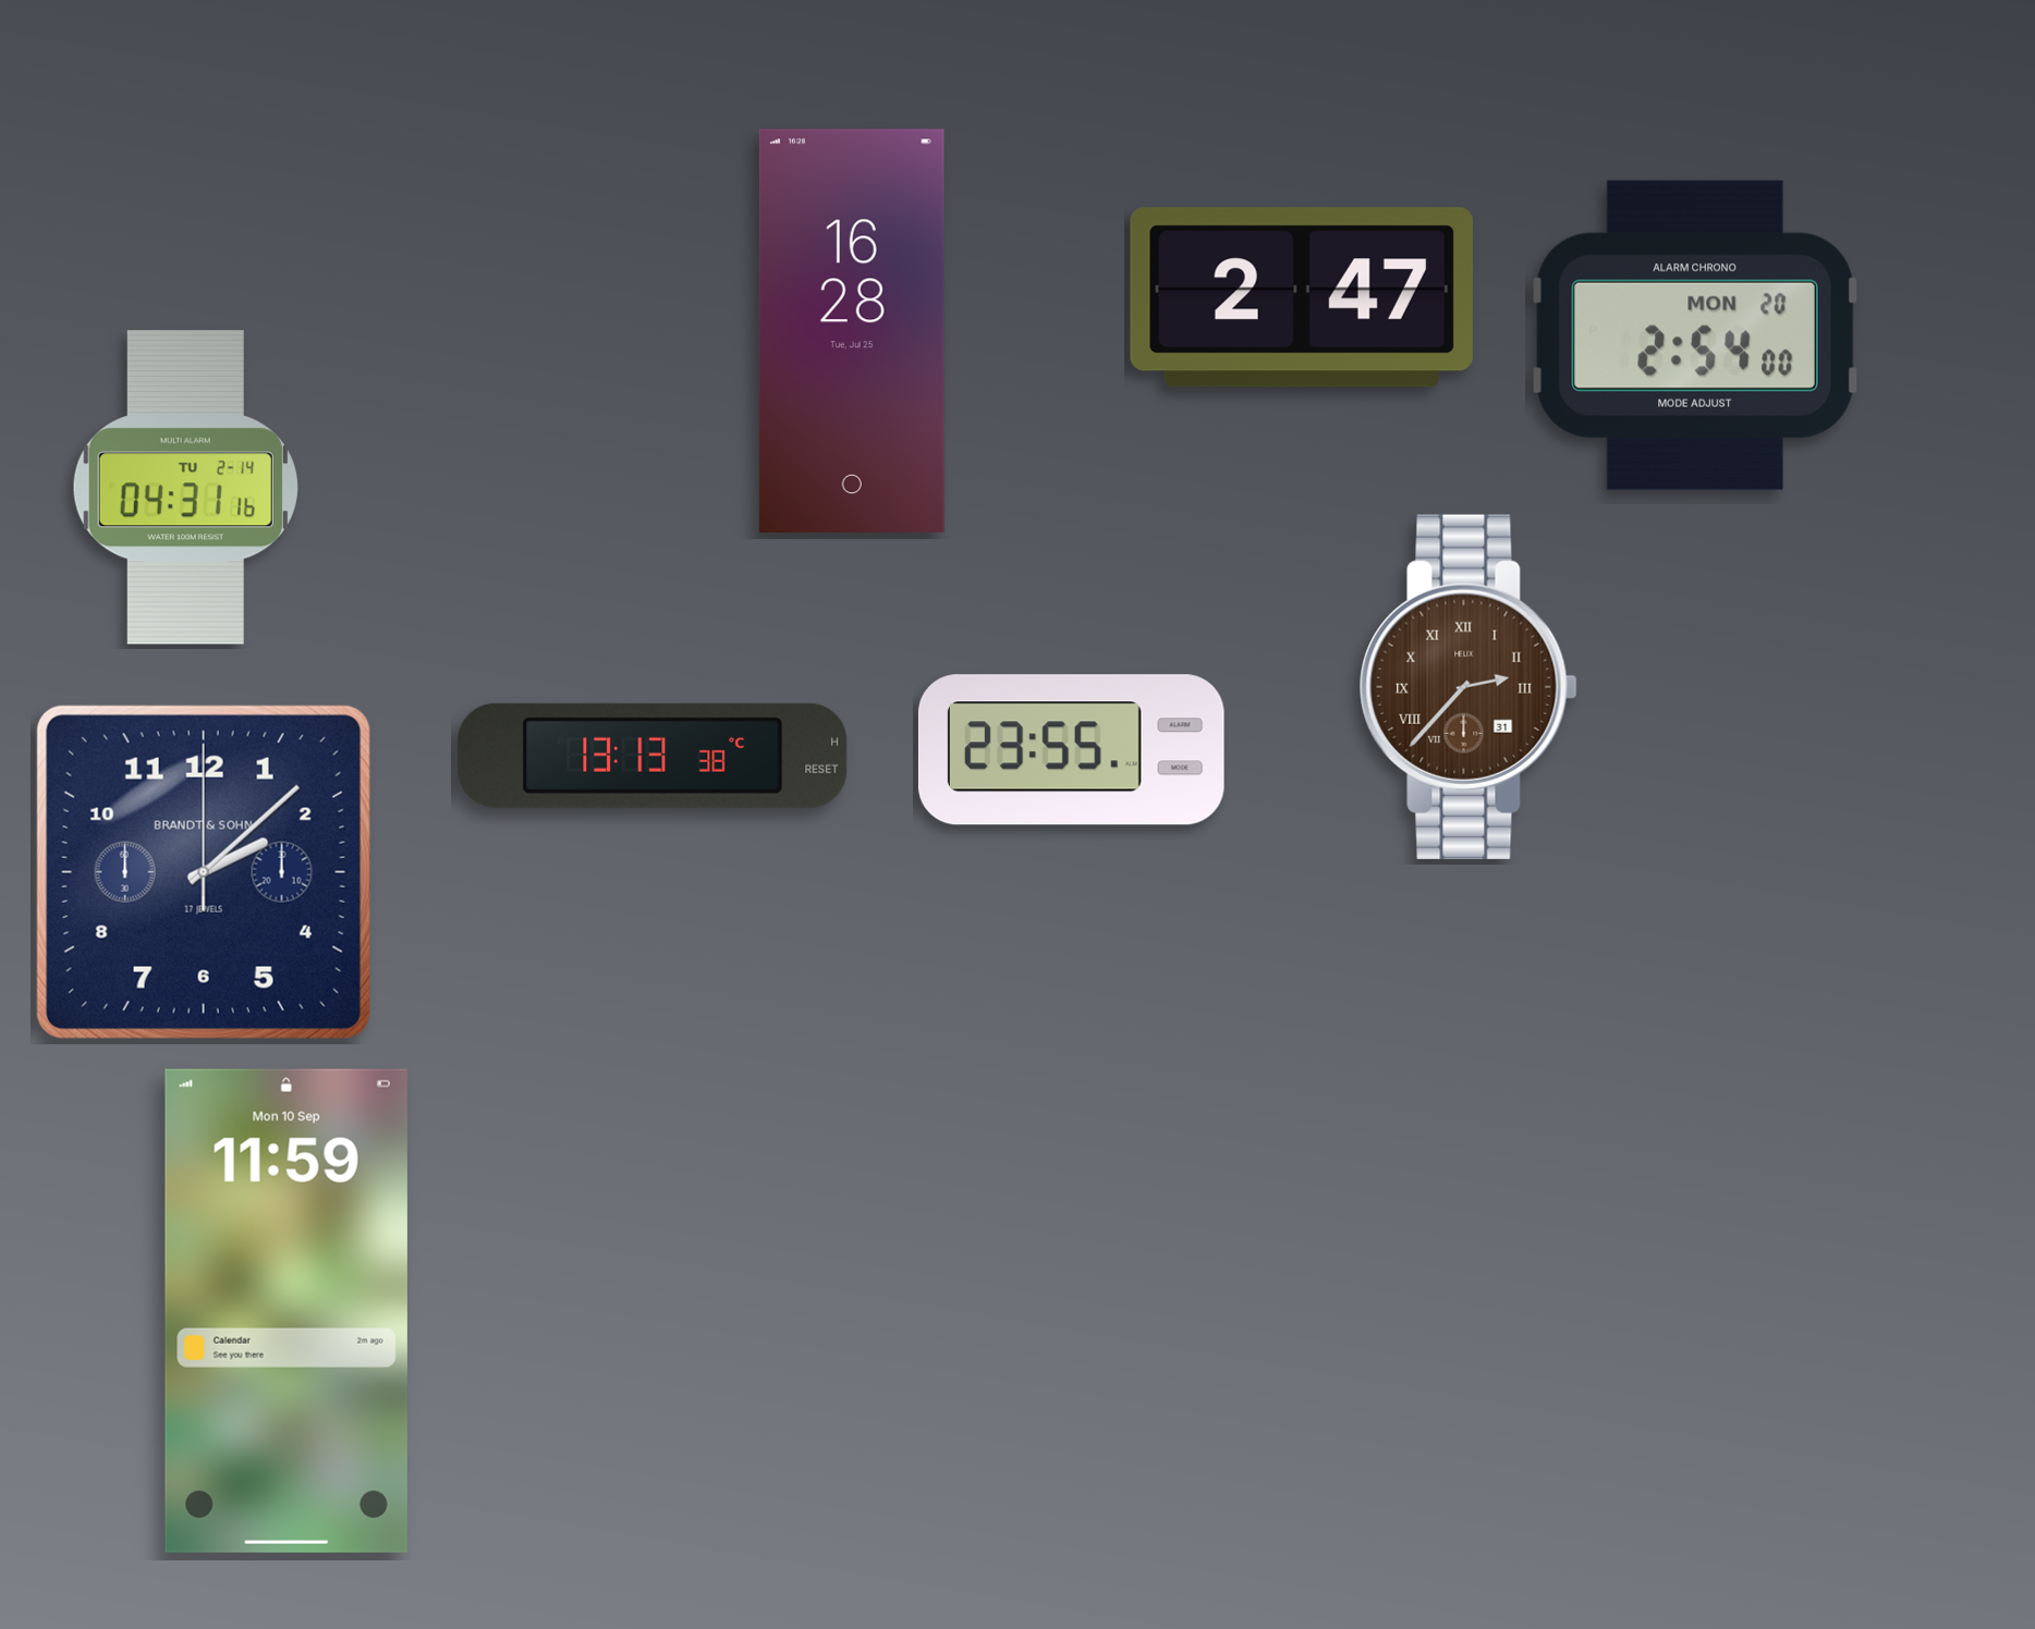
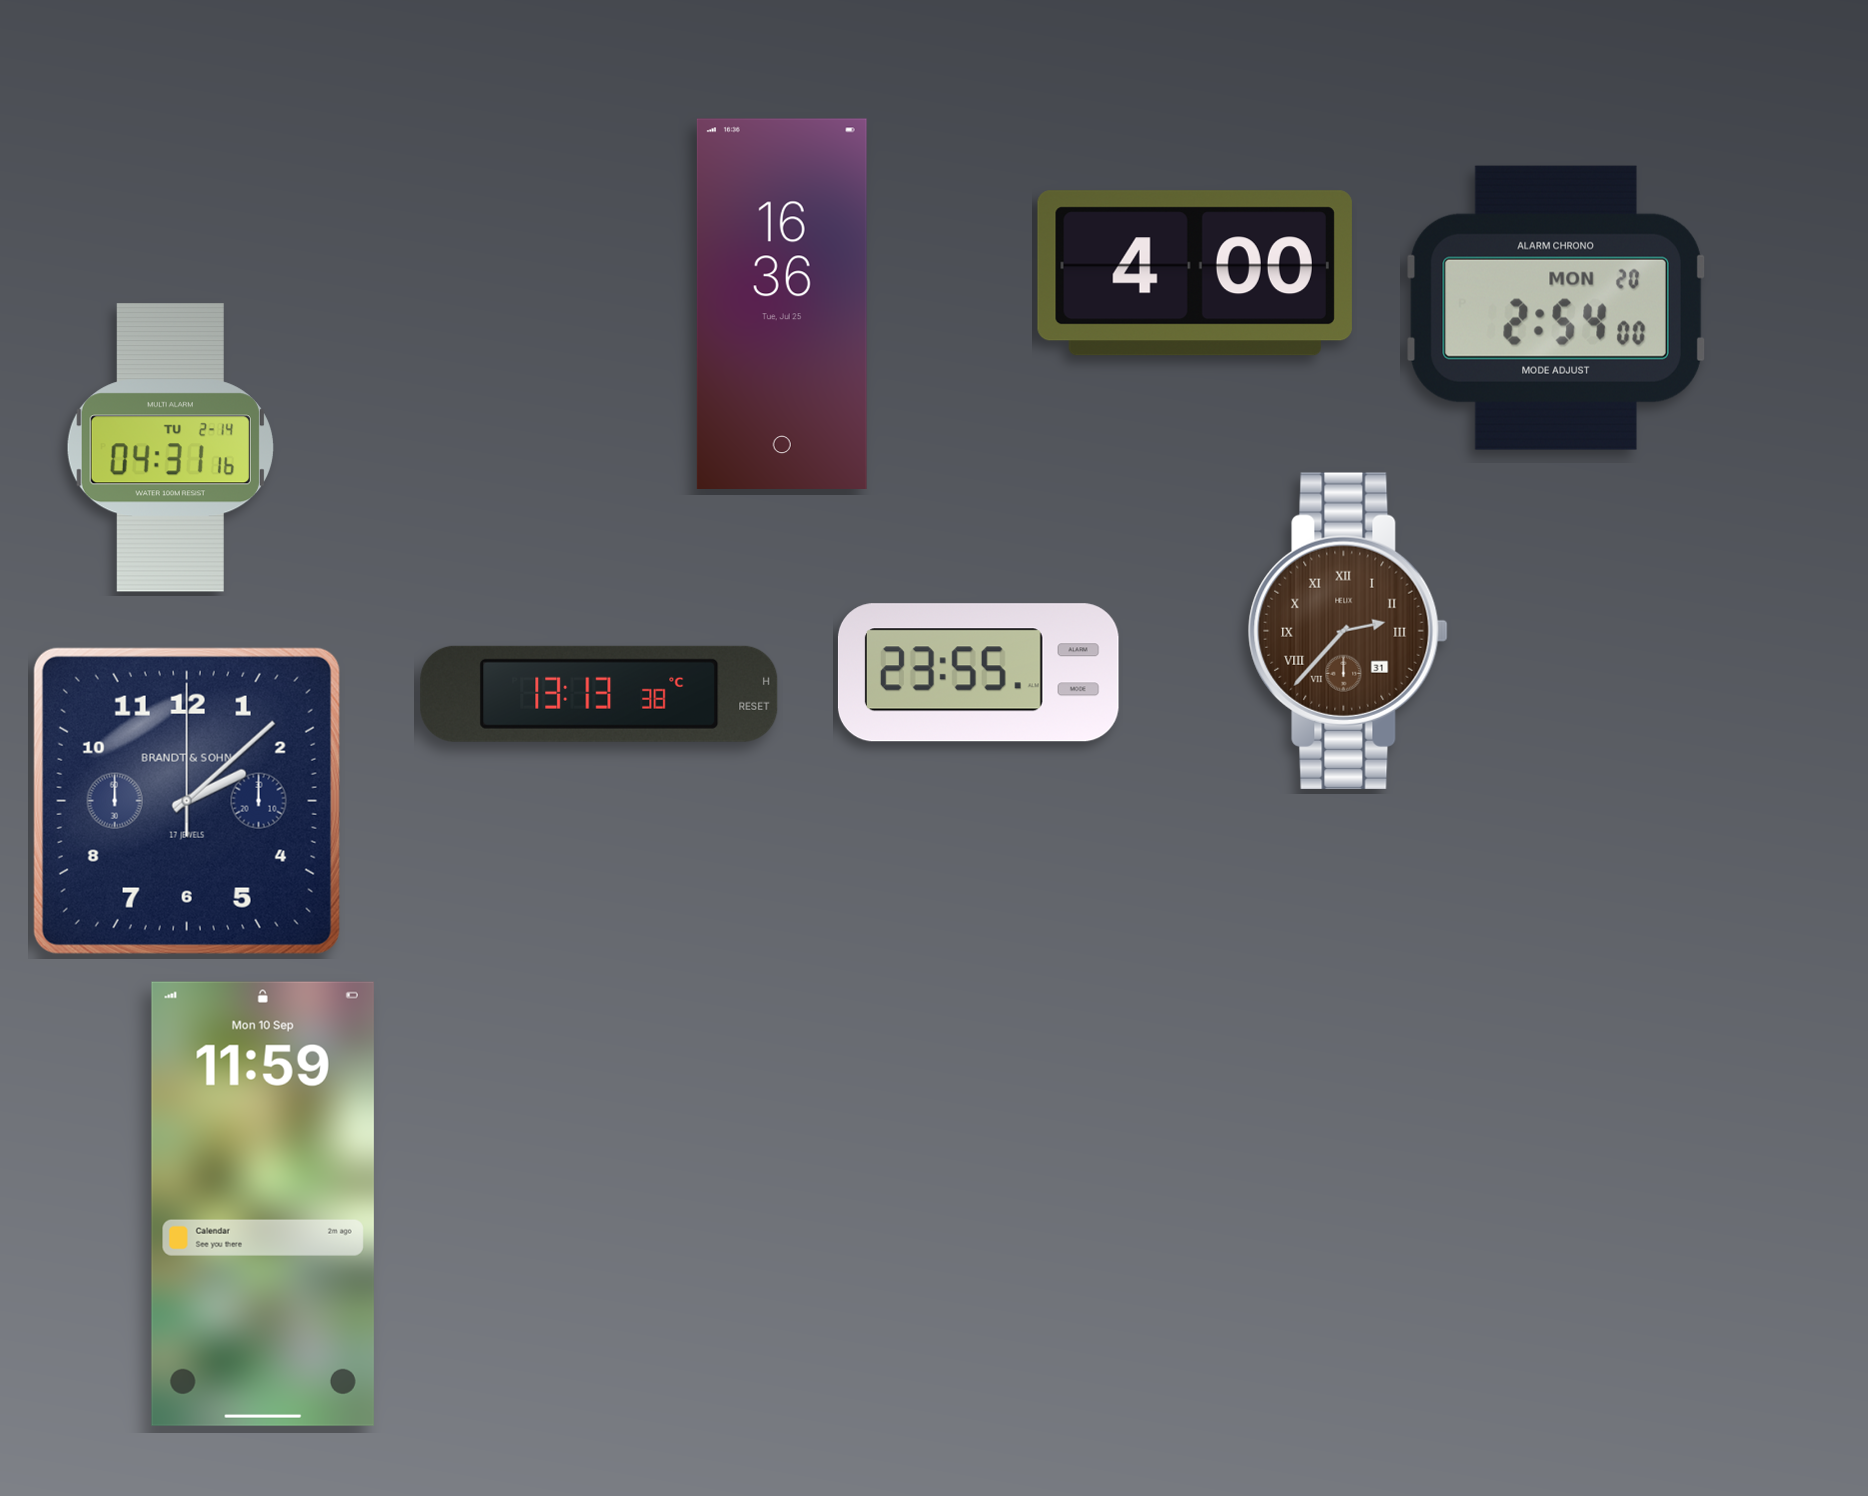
clock at (1302, 297): 2:47 -> 4:00
clock at (852, 330): 16:28 -> 16:36
clock at (1071, 750) position: (1071, 750) -> (978, 673)
